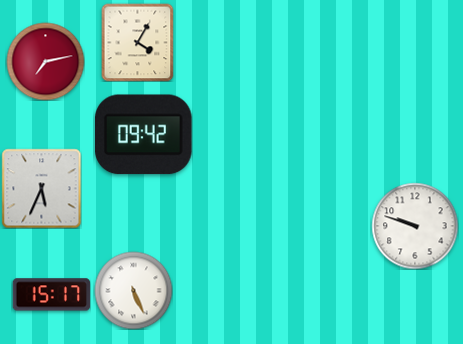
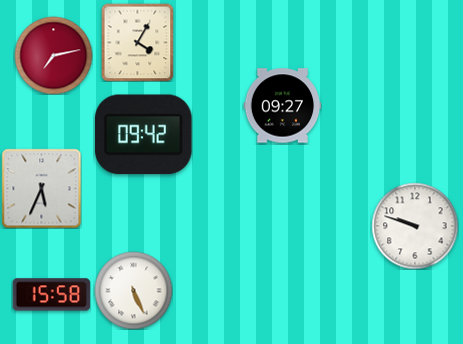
clock at (45, 61) position: (45, 61) -> (53, 55)
clock at (282, 106): none -> 09:27
clock at (51, 295): 15:17 -> 15:58
